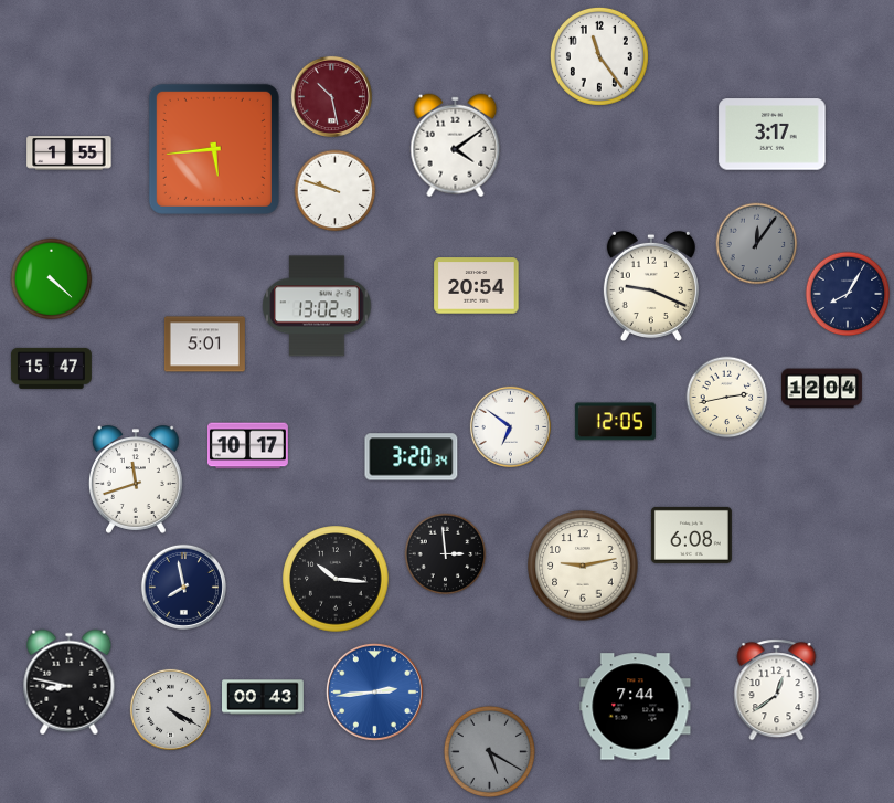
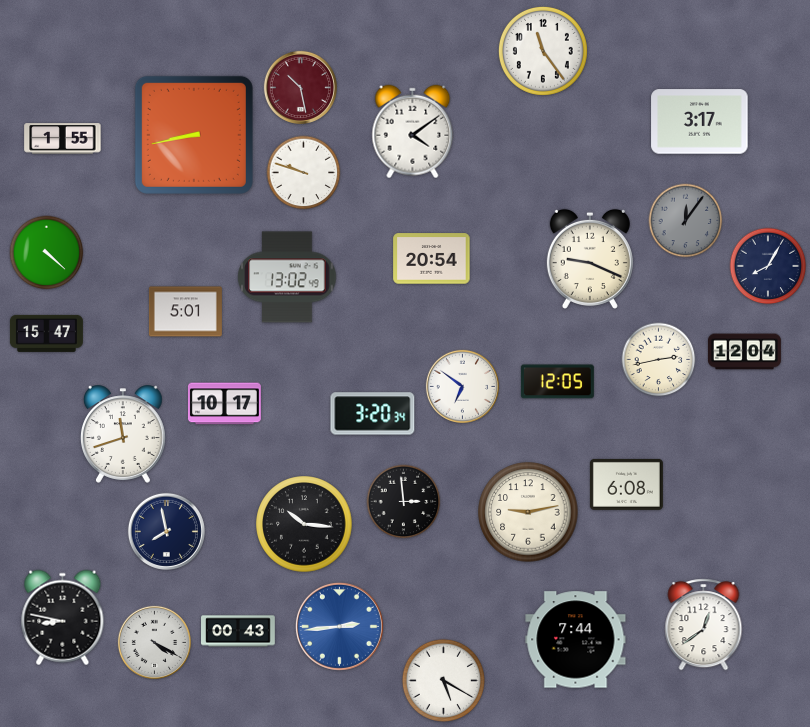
clock at (214, 149): 5:44 -> 8:43
clock at (489, 751) dial: grey -> white
